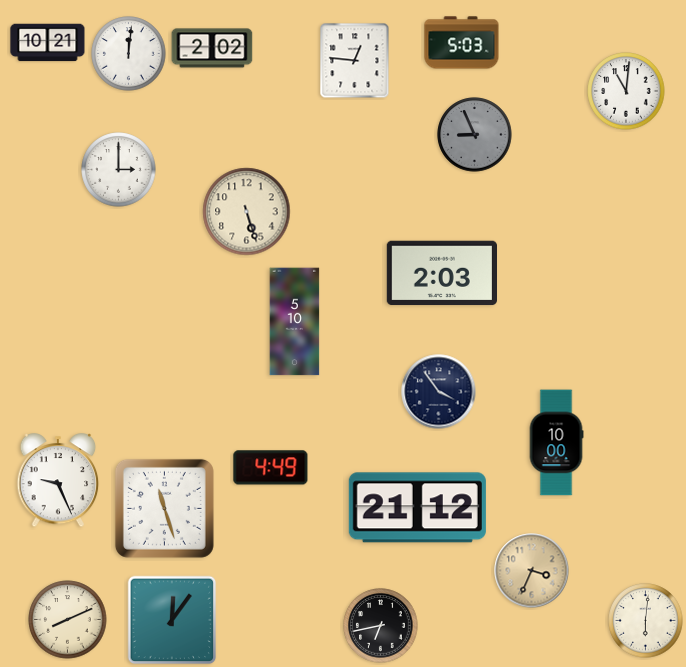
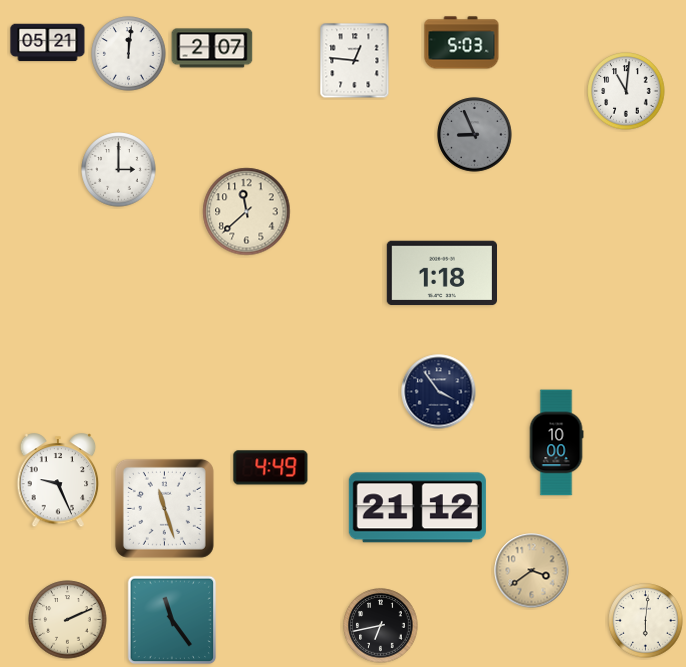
clock at (48, 43): 10:21 -> 05:21
clock at (212, 48): 2:02 -> 2:07
clock at (247, 212): 5:27 -> 11:38
clock at (441, 273): 2:03 -> 1:18
clock at (295, 322): 5:10 -> none
clock at (532, 571): 3:34 -> 3:39
clock at (68, 620): 8:11 -> 2:11
clock at (172, 620): 12:06 -> 11:24
